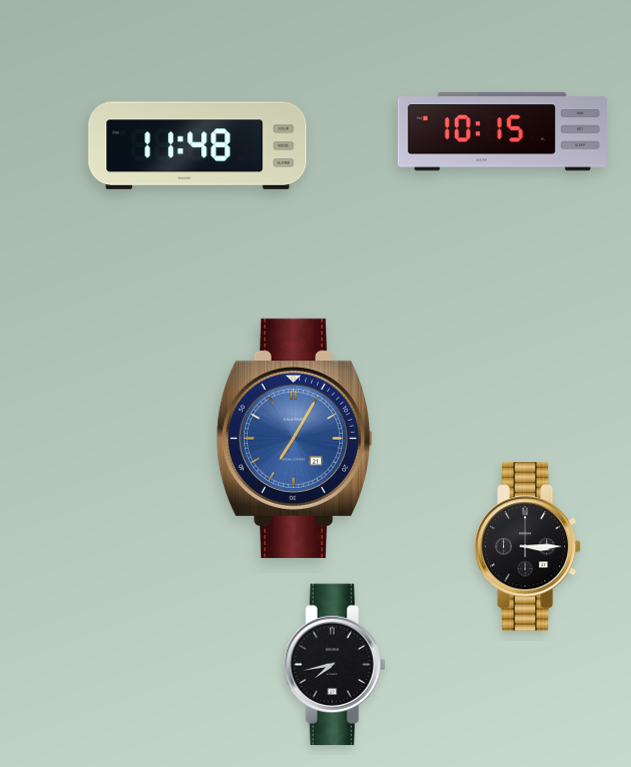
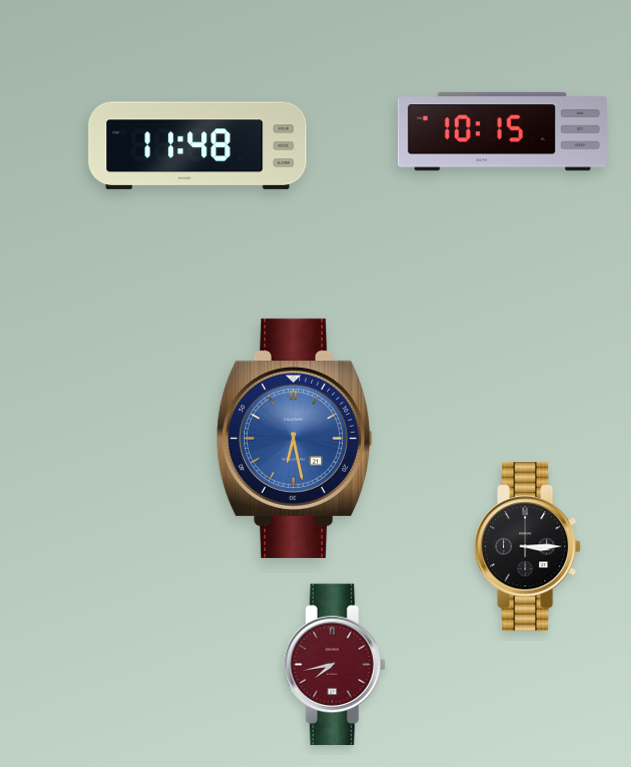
clock at (294, 438): 7:05 -> 6:28
clock at (335, 665) dial: black -> burgundy
